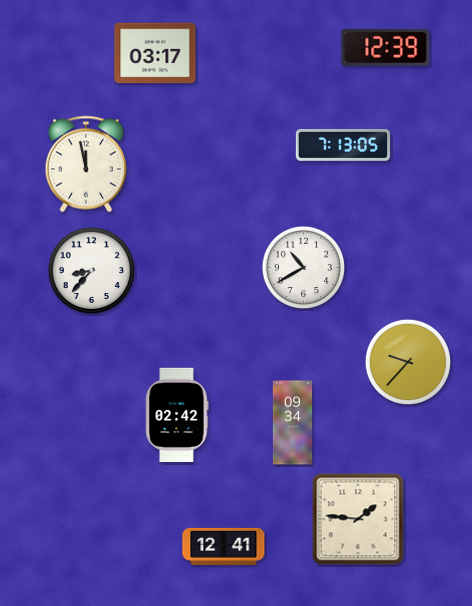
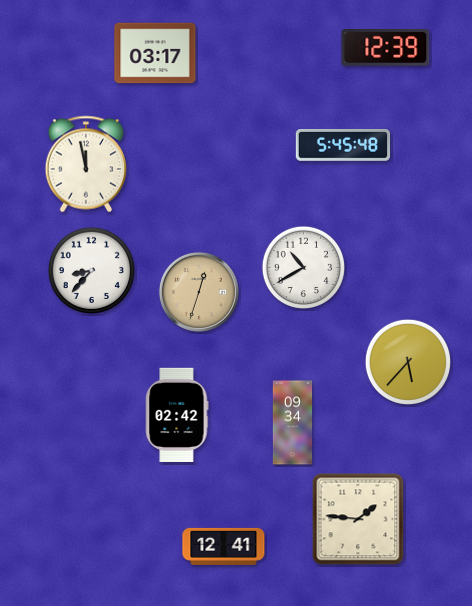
clock at (343, 146): 7:13 -> 5:45
clock at (199, 292): none -> 12:33
clock at (407, 361): 9:37 -> 5:37
